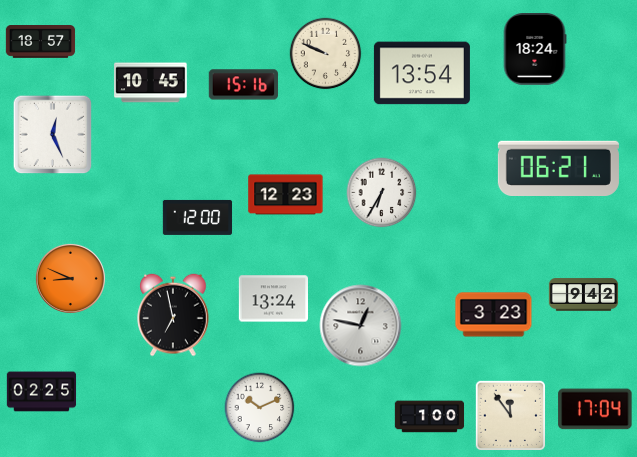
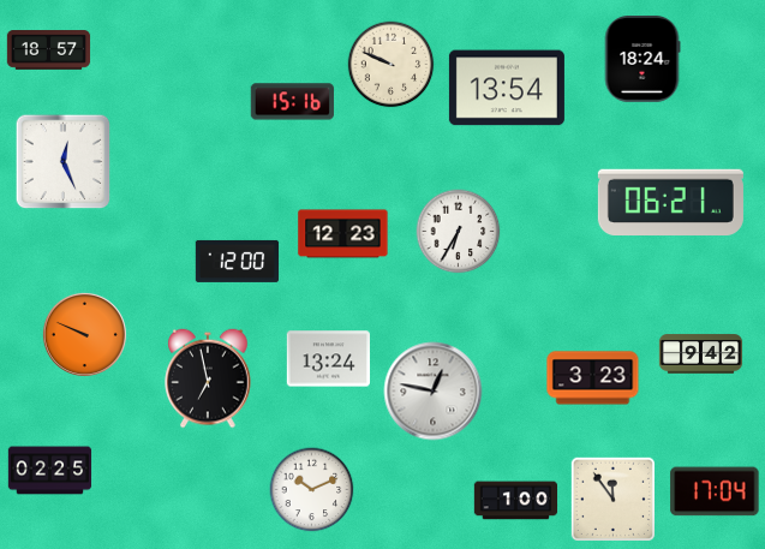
clock at (151, 83): 10:45 -> none
clock at (70, 278): 8:49 -> 9:49
